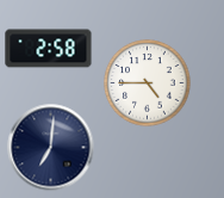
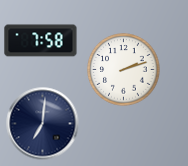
clock at (49, 49): 2:58 -> 7:58
clock at (148, 83): 4:45 -> 2:12
